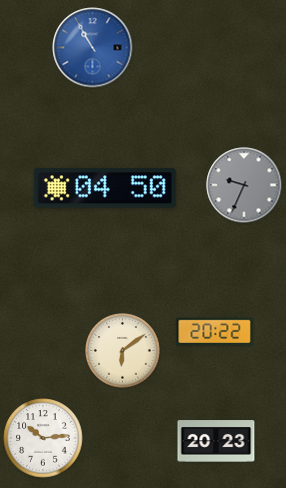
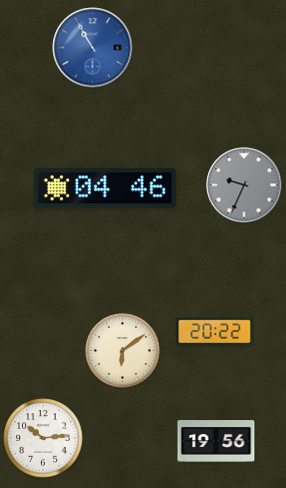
clock at (105, 188): 04:50 -> 04:46
clock at (216, 441): 20:23 -> 19:56
